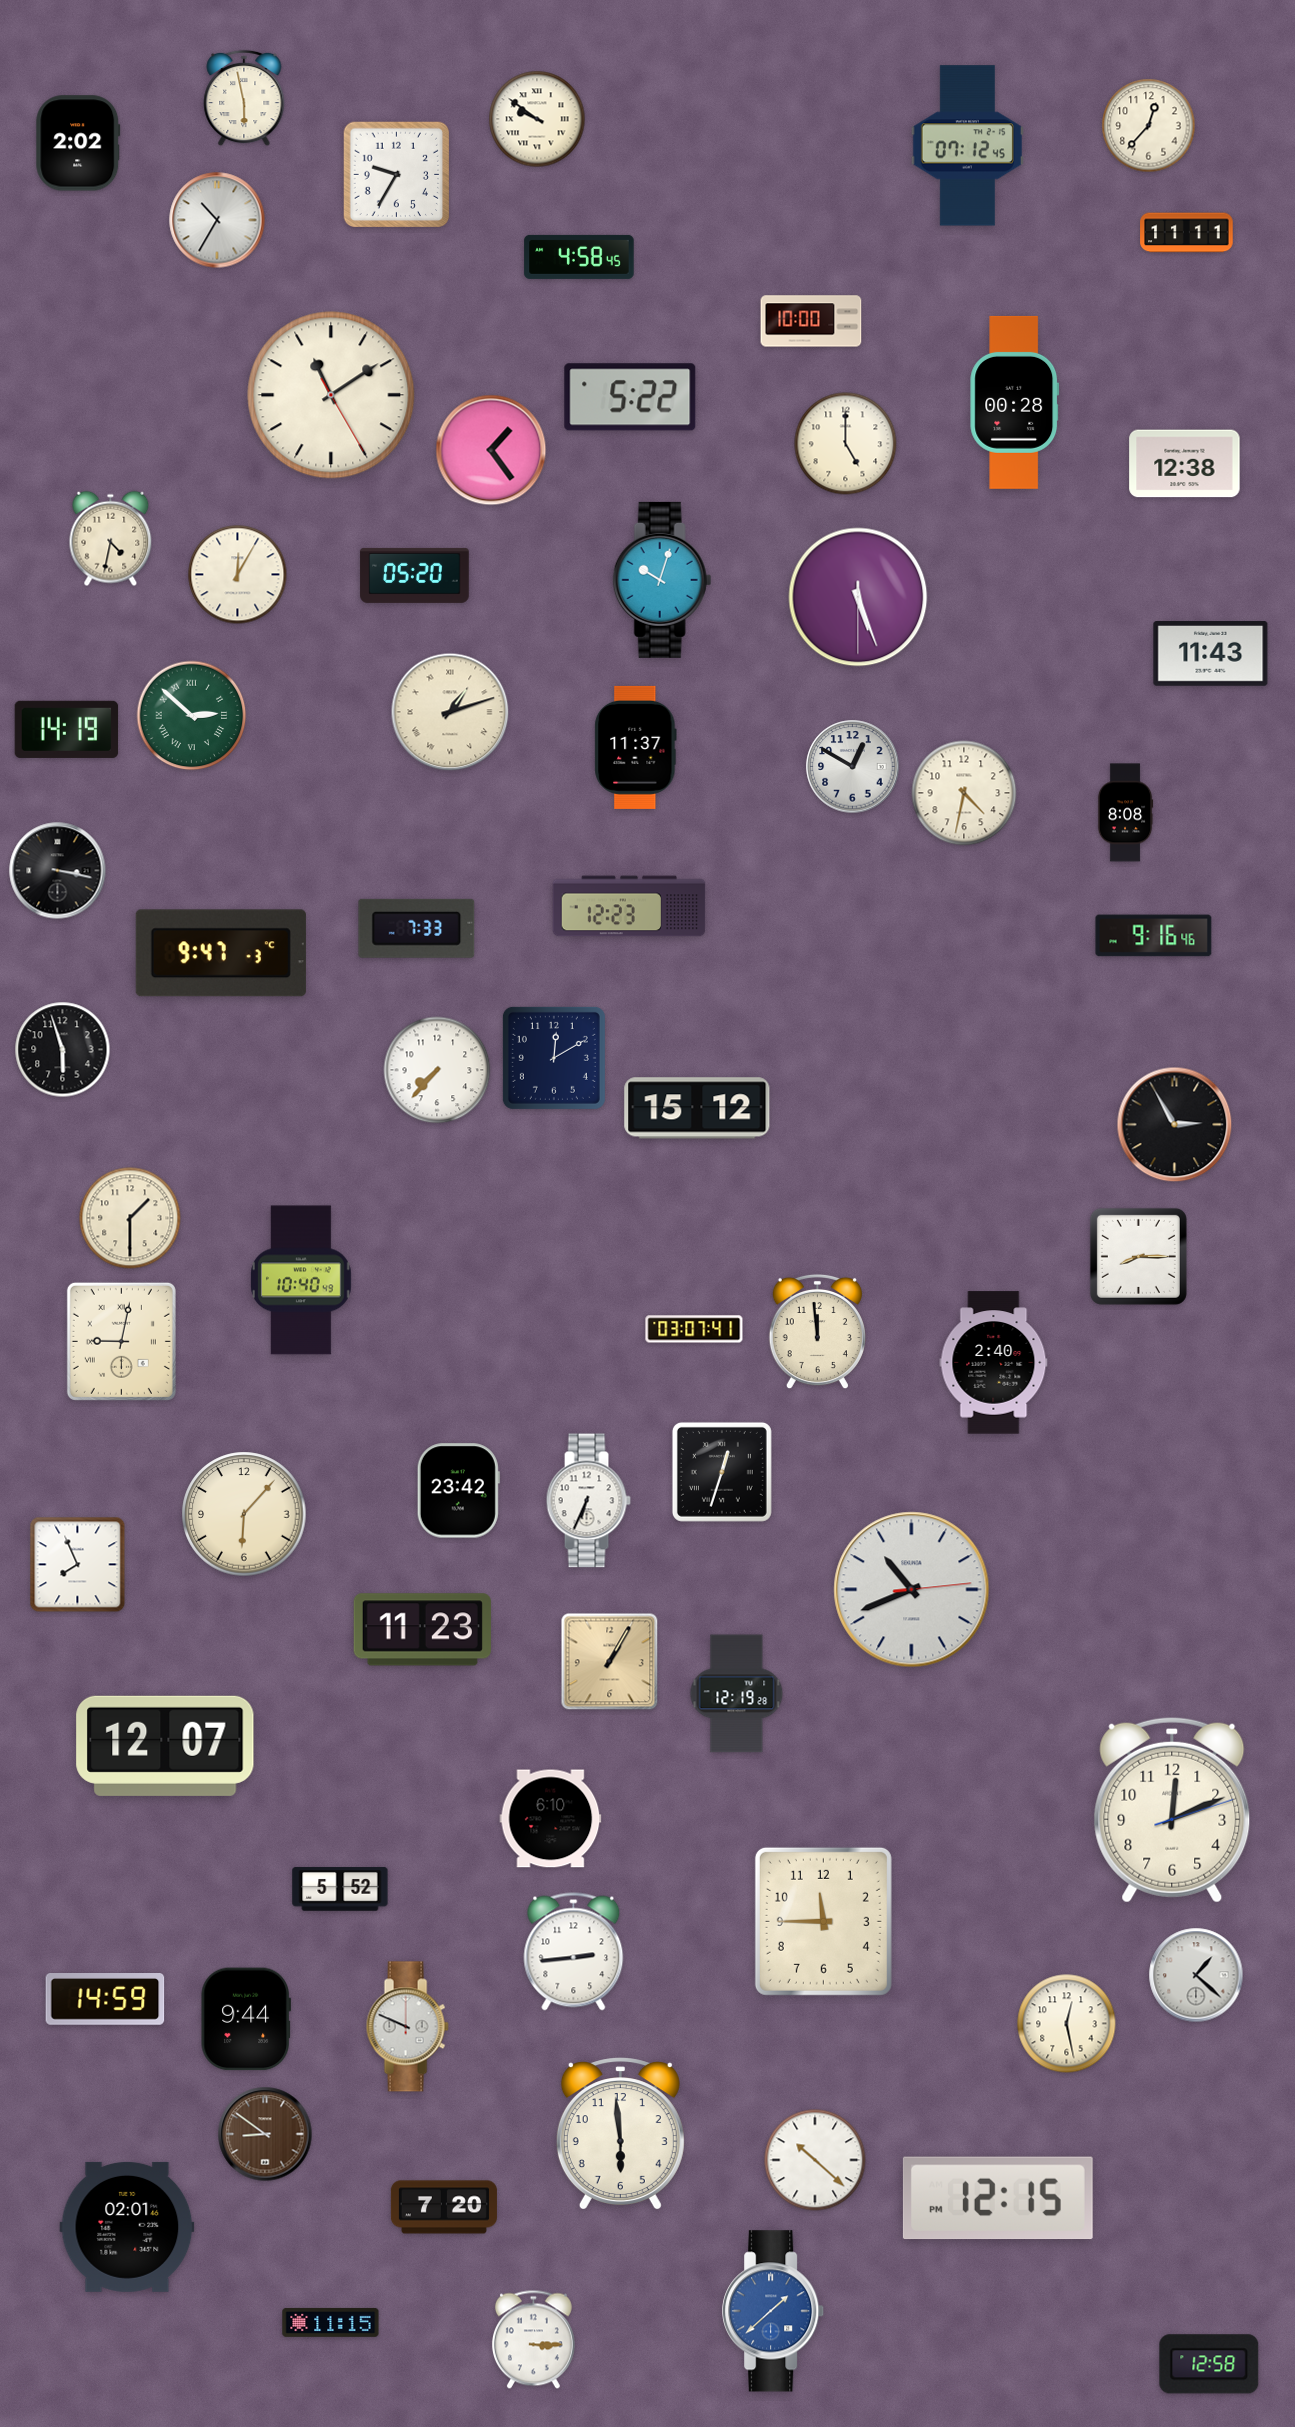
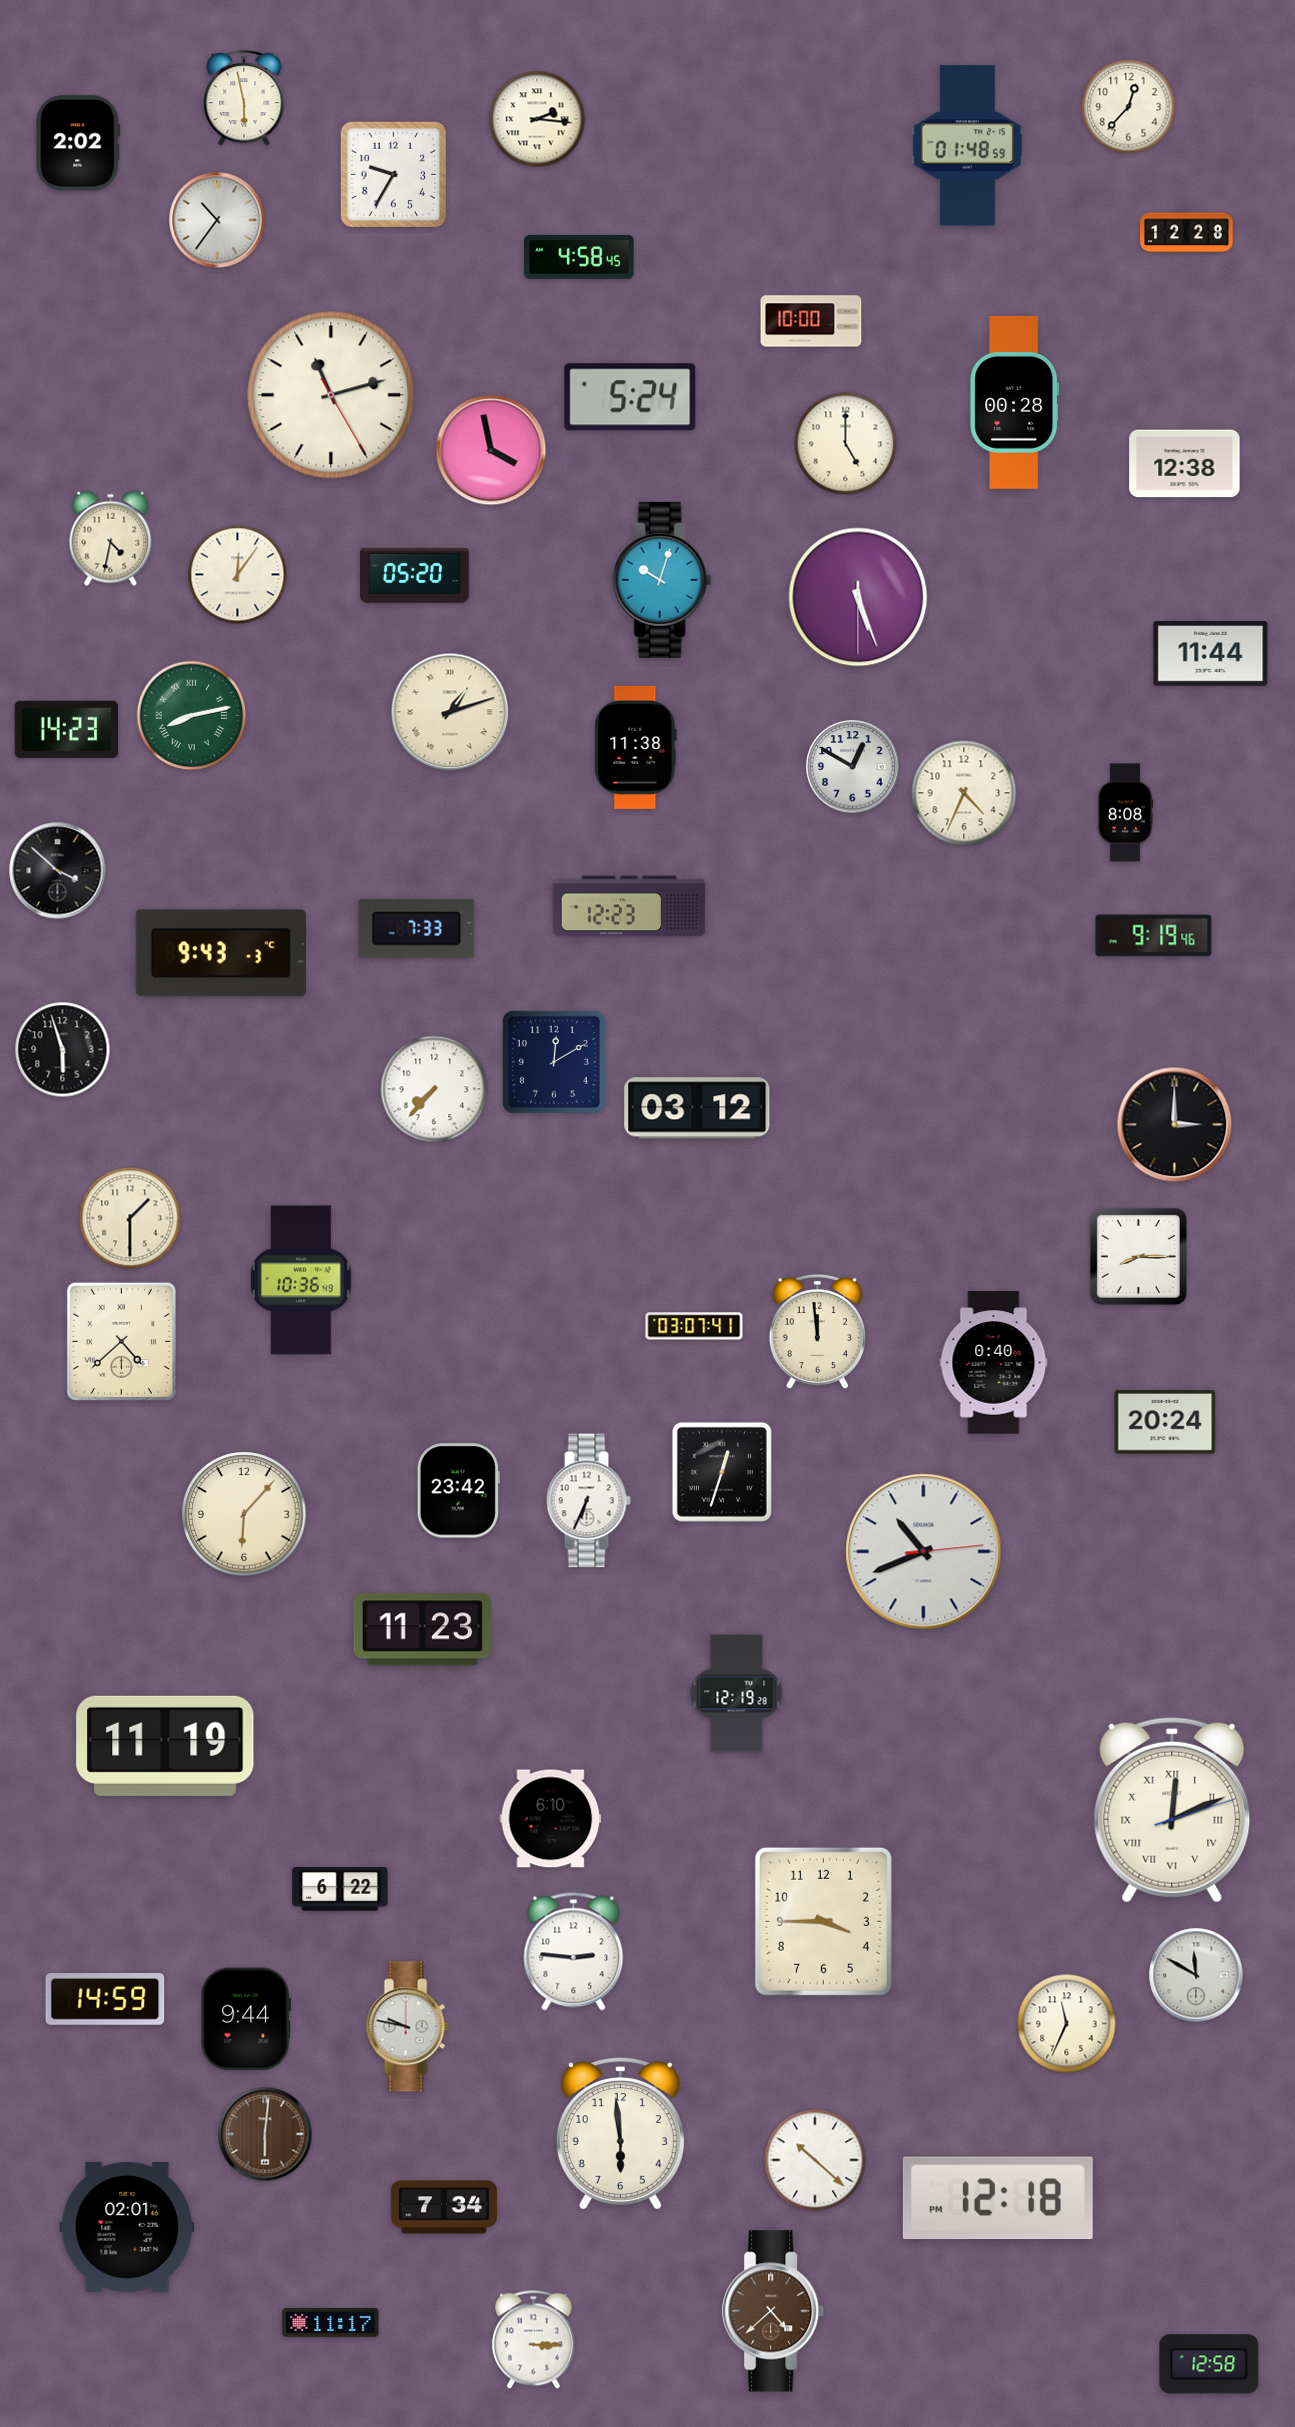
clock at (537, 119): 9:51 -> 2:16
clock at (1149, 126) position: (1149, 126) -> (1129, 107)
clock at (967, 146): 07:12 -> 01:48
clock at (397, 175) position: (397, 175) -> (394, 175)
clock at (217, 220): 10:35 -> 10:36
clock at (1187, 233): 11:11 -> 12:28
clock at (331, 395): 11:09 -> 11:12
clock at (630, 397): 5:22 -> 5:24
clock at (491, 450): 1:24 -> 3:58
clock at (238, 575): 12:05 -> 12:06
clock at (1211, 654): 11:43 -> 11:44
clock at (192, 716): 2:52 -> 8:13
clock at (67, 729): 14:19 -> 14:23
clock at (636, 747): 11:37 -> 11:38
clock at (964, 793): 4:32 -> 4:34
clock at (58, 871): 3:17 -> 3:52
clock at (1154, 936): 9:16 -> 9:19
clock at (221, 953): 9:47 -> 9:43
clock at (554, 1058) position: (554, 1058) -> (554, 1062)
clock at (437, 1070) position: (437, 1070) -> (434, 1089)
clock at (697, 1108): 15:12 -> 03:12
clock at (1175, 1125): 2:55 -> 3:00
clock at (302, 1280): 10:40 -> 10:36
clock at (694, 1329) position: (694, 1329) -> (694, 1326)
clock at (121, 1341): 9:02 -> 4:38
clock at (994, 1363): 2:40 -> 0:40
clock at (1165, 1422): none -> 20:24
clock at (78, 1565): 7:56 -> none
clock at (912, 1590) position: (912, 1590) -> (924, 1552)
clock at (610, 1662): 1:05 -> none
clock at (165, 1746): 12:07 -> 11:19
clock at (1172, 1810) numerals: Arabic -> Roman
clock at (340, 1889): 5:52 -> 6:22
clock at (823, 1921): 11:45 -> 3:45
clock at (574, 1952): 2:44 -> 2:46
clock at (1196, 1975): 1:22 -> 11:50
clock at (1067, 2024): 12:28 -> 11:34
clock at (407, 2027): 9:49 -> 9:47
clock at (265, 2134): 8:51 -> 6:01
clock at (998, 2198): 12:15 -> 12:18
clock at (444, 2207): 7:20 -> 7:34
clock at (774, 2311): 1:38 -> 4:38
clock at (774, 2311) dial: blue -> brown
clock at (331, 2322): 11:15 -> 11:17
